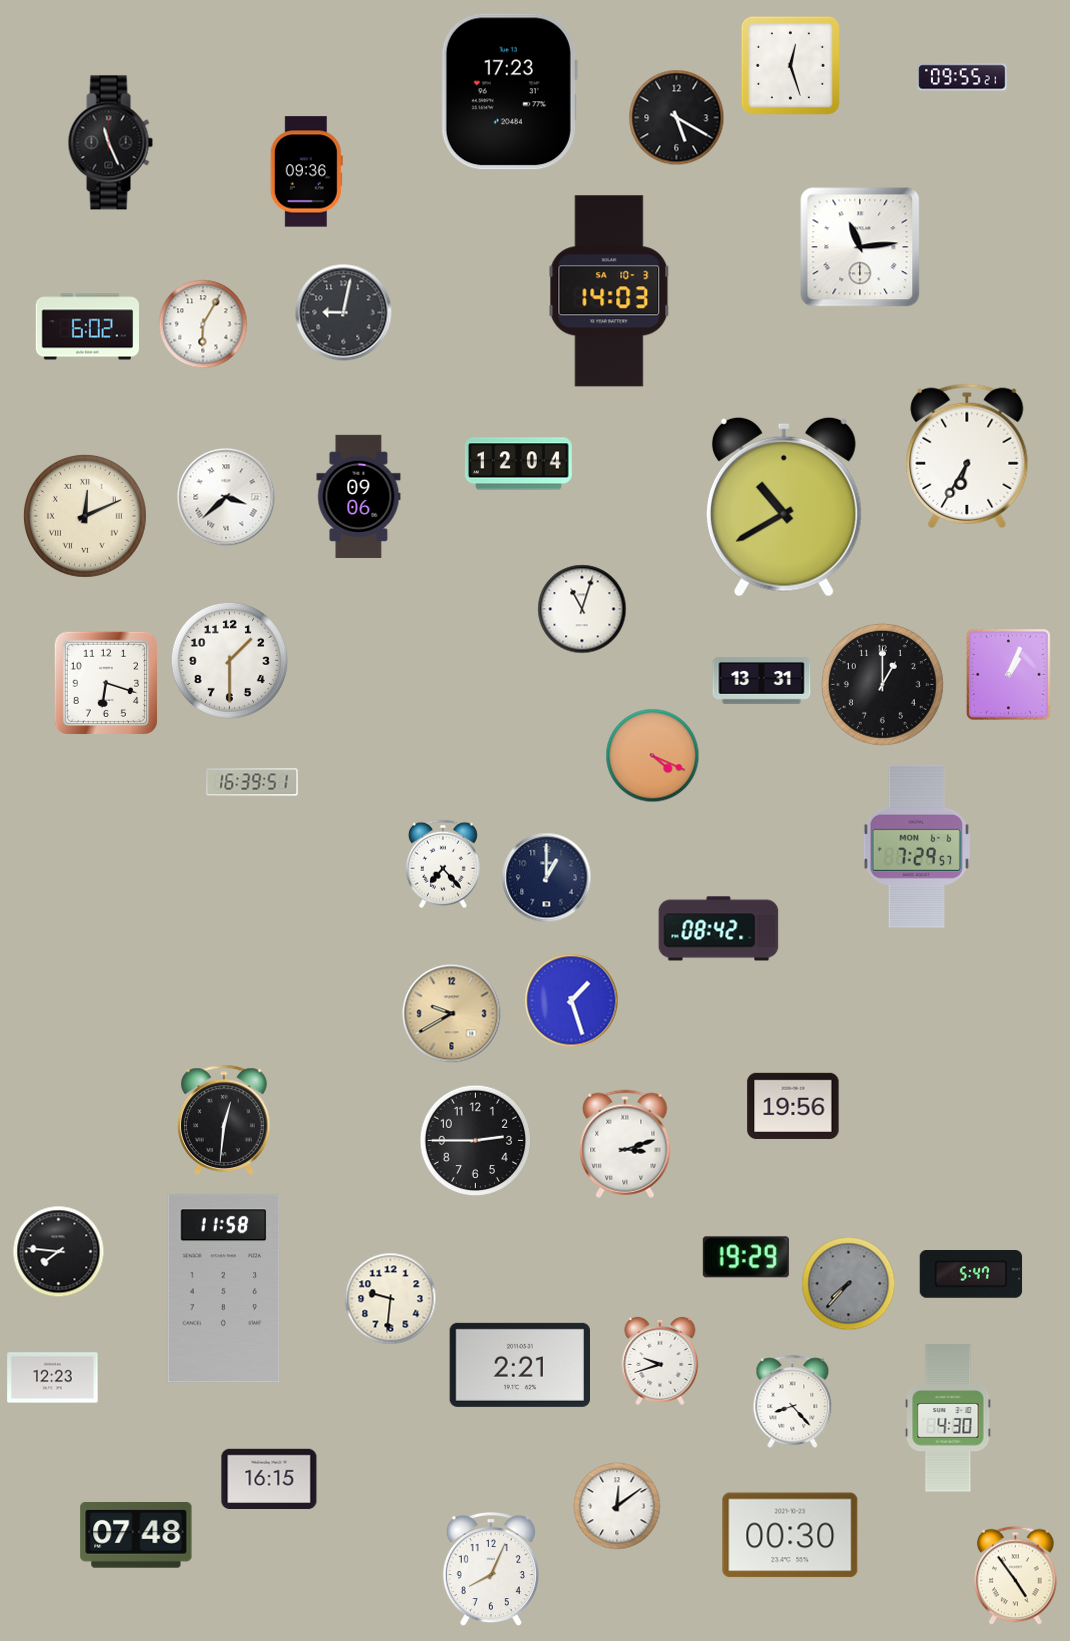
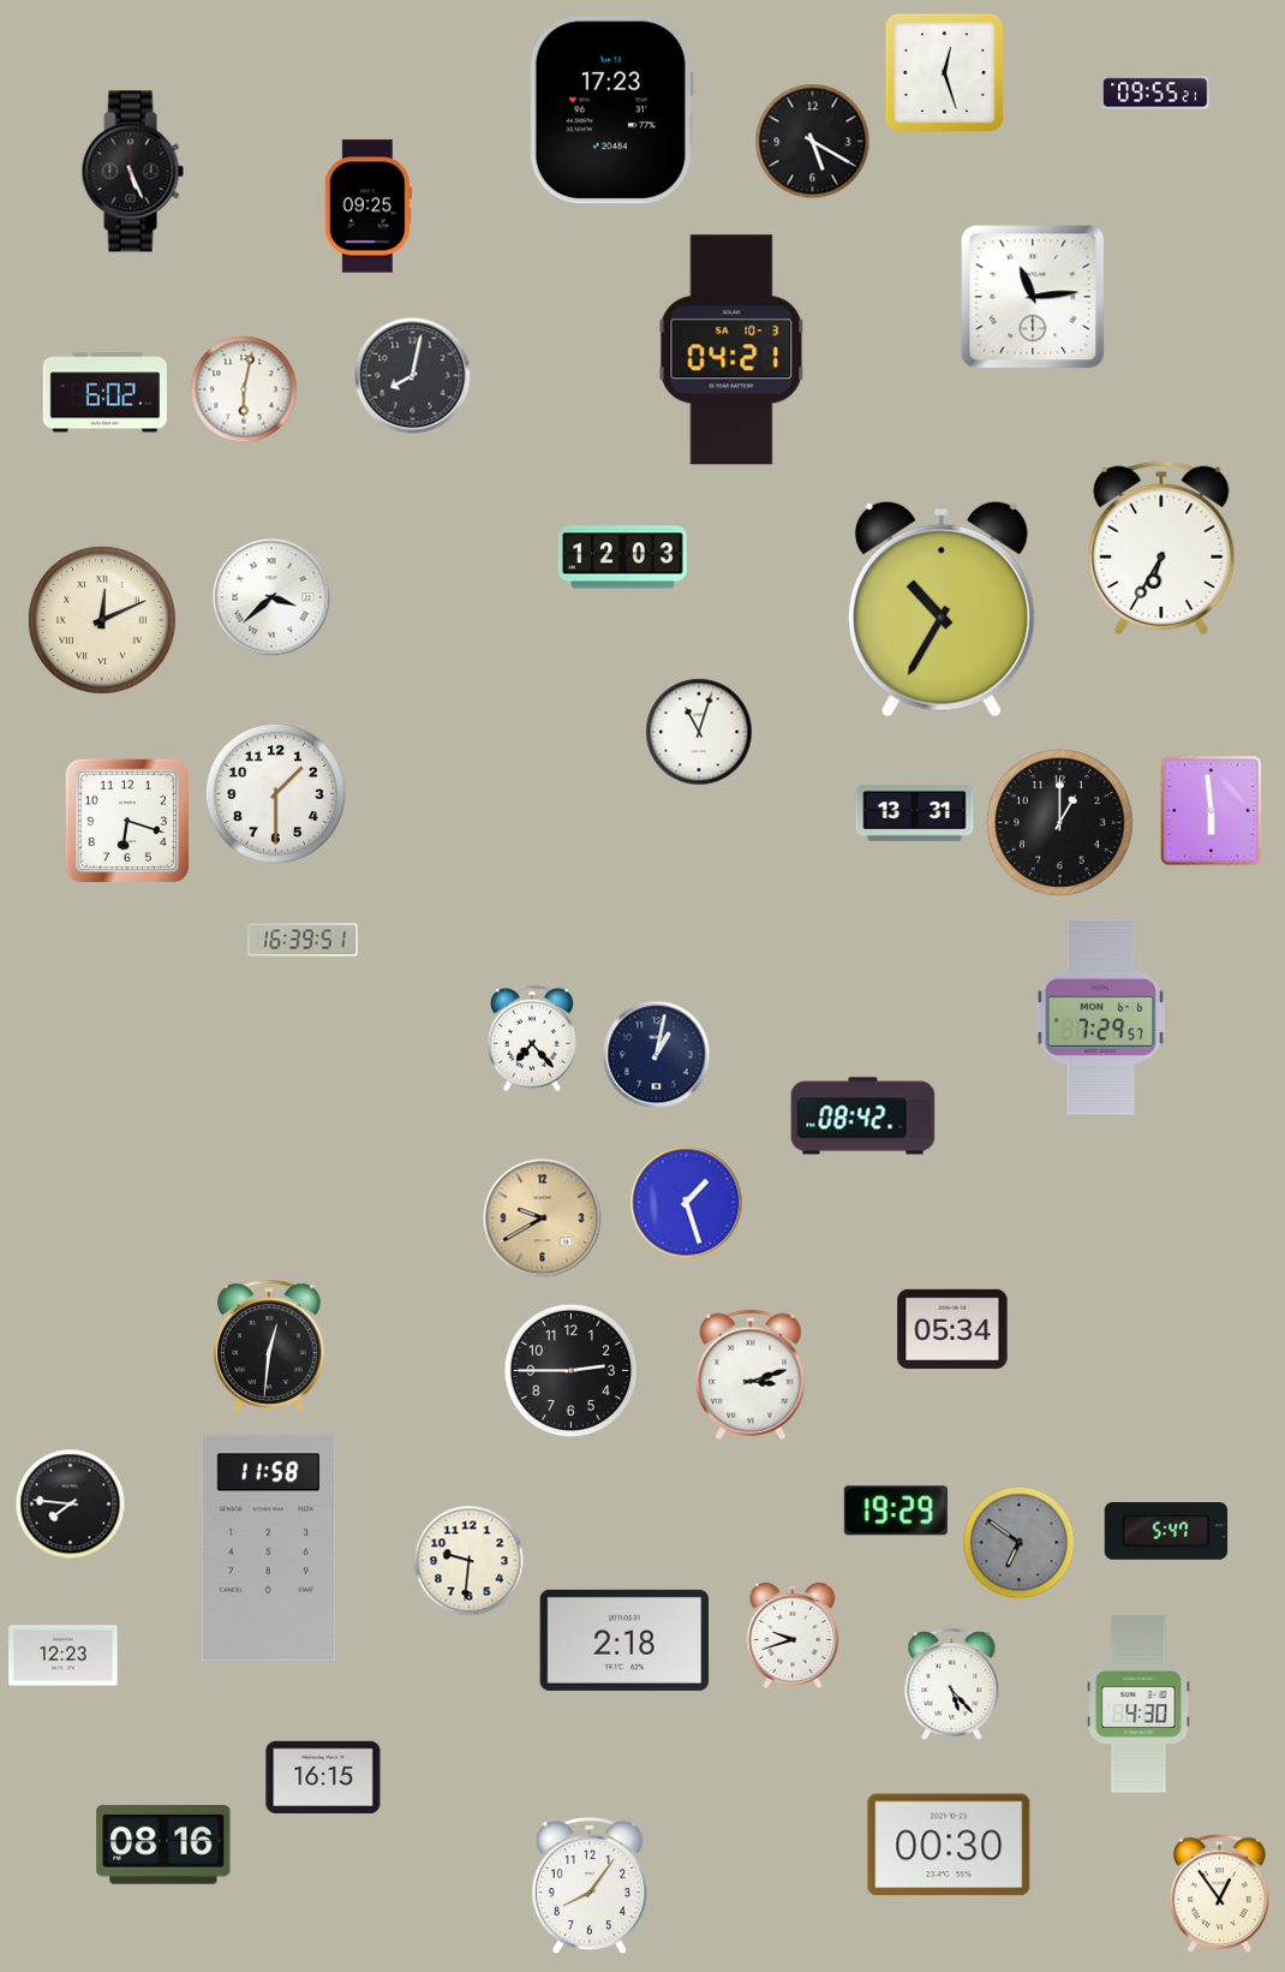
clock at (790, 65) position: (790, 65) -> (944, 72)
clock at (110, 143): 11:26 -> 5:26
clock at (306, 172): 09:36 -> 09:25
clock at (609, 291): 14:03 -> 04:21
clock at (344, 313): 9:02 -> 8:02
clock at (203, 324): 6:05 -> 6:02
clock at (518, 464): 12:04 -> 12:03
clock at (359, 496): 09:06 -> none
clock at (784, 507): 10:40 -> 10:35
clock at (1008, 675): 1:04 -> 5:59
clock at (762, 680) position: (762, 680) -> (915, 812)
clock at (653, 756): 4:19 -> none
clock at (547, 878): 1:00 -> 1:02
clock at (793, 1106): 19:56 -> 05:34
clock at (849, 1284): 7:37 -> 6:51
clock at (519, 1365): 2:21 -> 2:18
clock at (793, 1401): 8:23 -> 5:23
clock at (617, 1506): 12:09 -> none
clock at (136, 1536): 07:48 -> 08:16
clock at (491, 1570): 8:04 -> 8:06
clock at (1016, 1576): 4:54 -> 12:54
